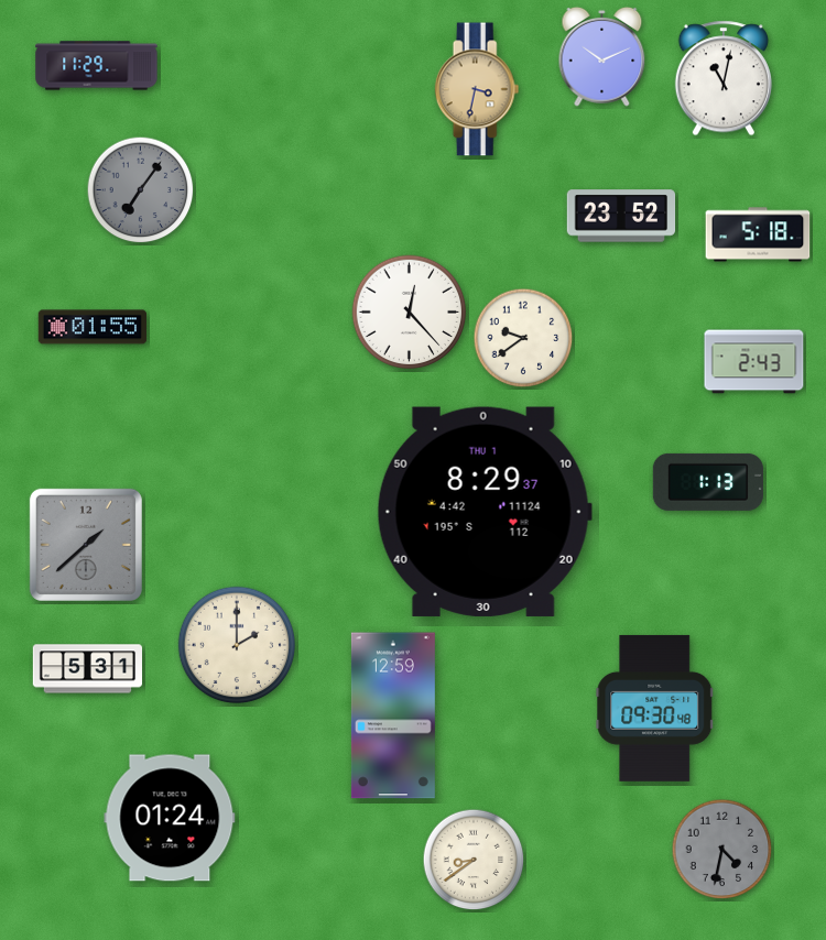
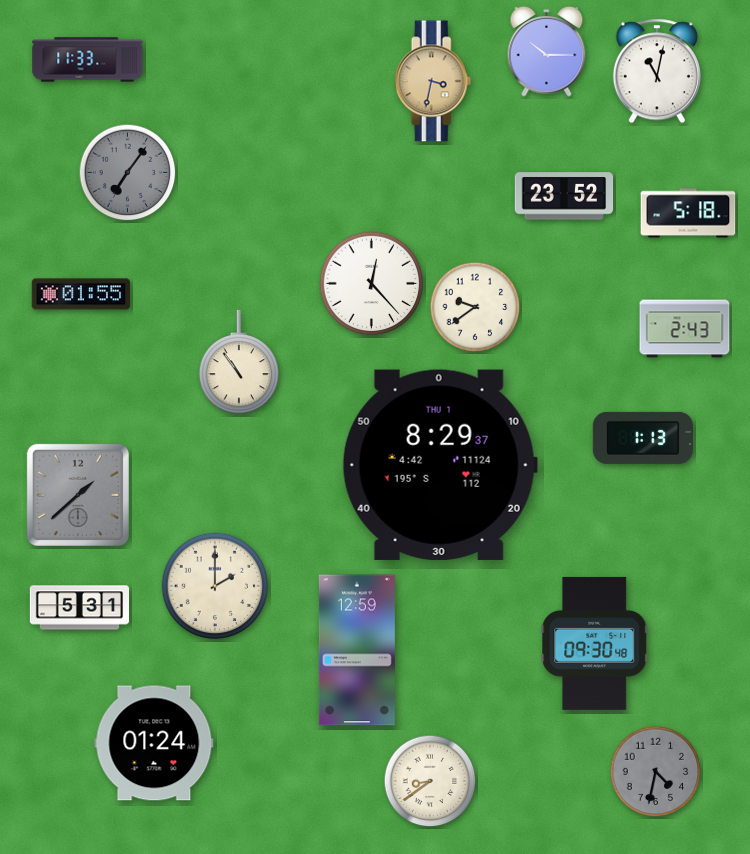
clock at (602, 56): 10:11 -> 10:15
clock at (97, 66): 11:29 -> 11:33
clock at (93, 327) position: (93, 327) -> (81, 294)
clock at (239, 362): none -> 10:54
